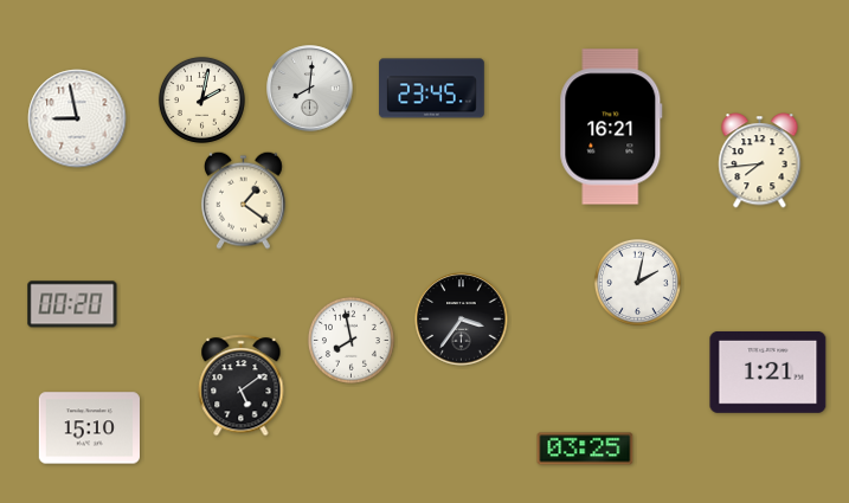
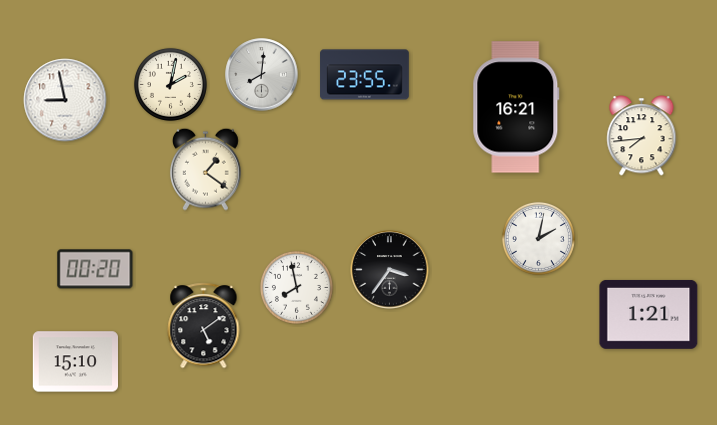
clock at (432, 89): 23:45 -> 23:55
clock at (72, 304) position: (72, 304) -> (95, 269)
clock at (585, 449): 03:25 -> none
